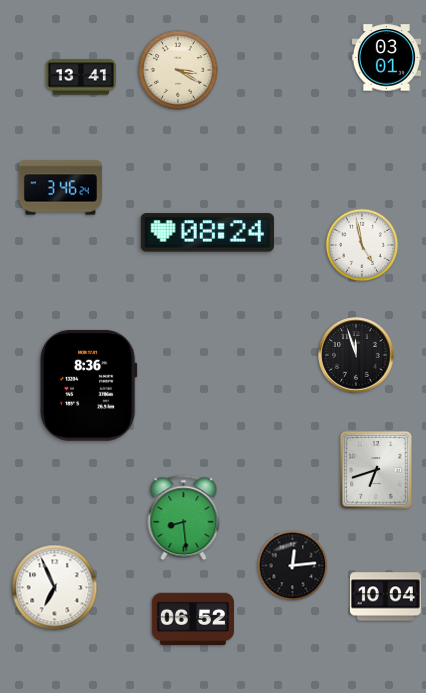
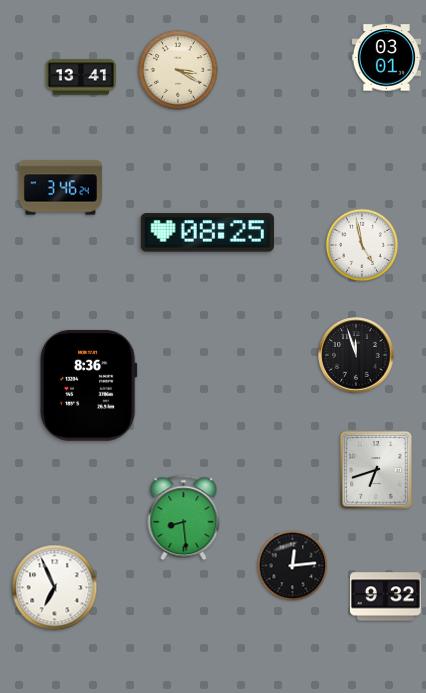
clock at (207, 233): 08:24 -> 08:25
clock at (385, 597): 10:04 -> 9:32
clock at (192, 619): 06:52 -> none
